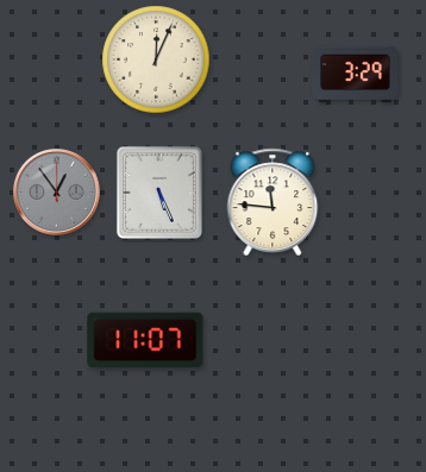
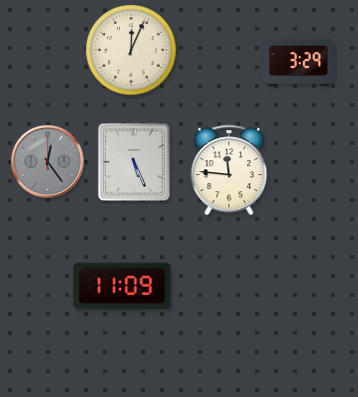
clock at (57, 193): 12:54 -> 12:24
clock at (145, 340): 11:07 -> 11:09
